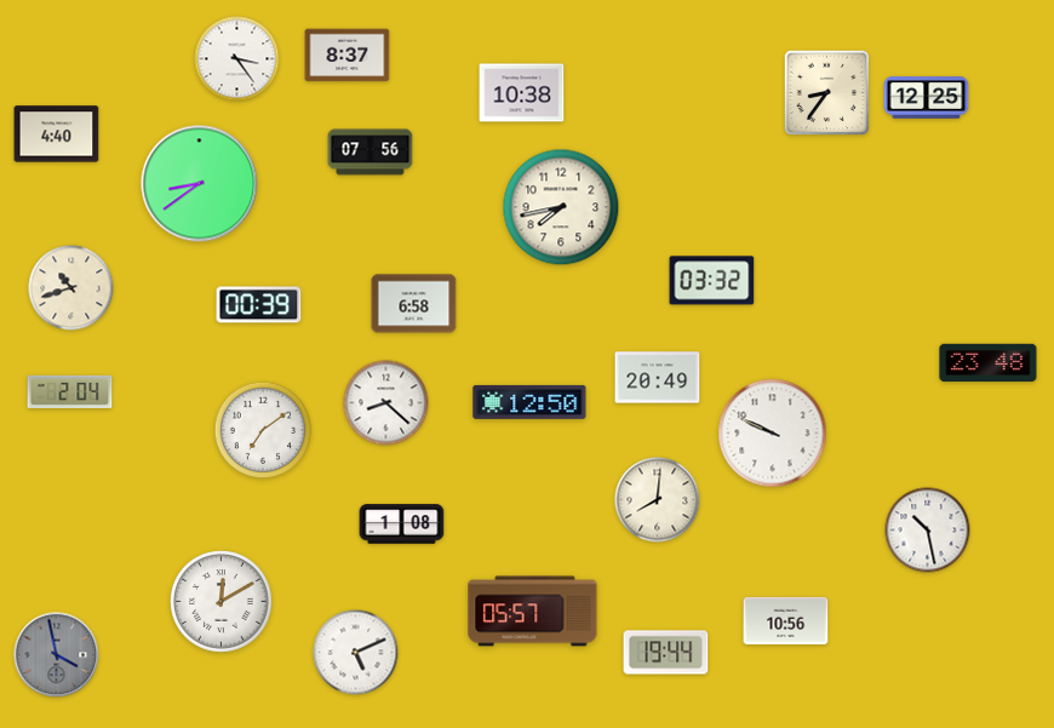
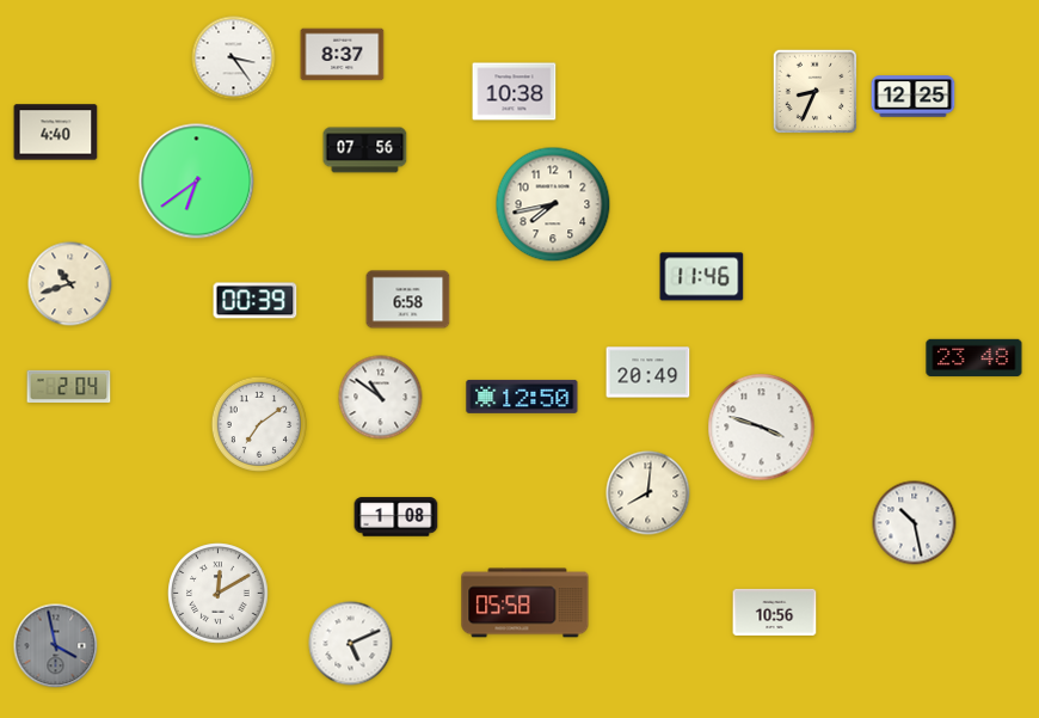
clock at (827, 93): 8:36 -> 8:34
clock at (200, 184): 8:39 -> 6:39
clock at (712, 281): 03:32 -> 11:46
clock at (386, 403): 8:22 -> 10:51
clock at (773, 434): 9:49 -> 3:48
clock at (533, 612): 05:57 -> 05:58
clock at (666, 653): 19:44 -> none
